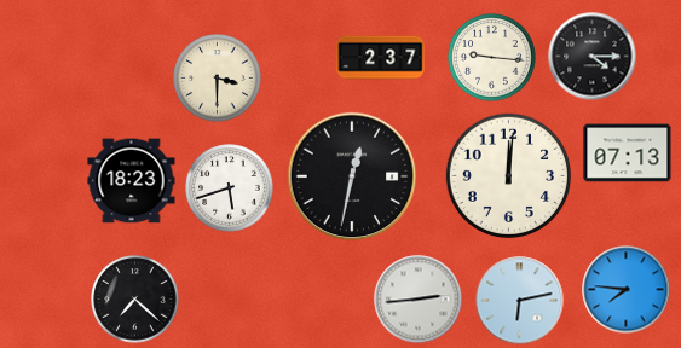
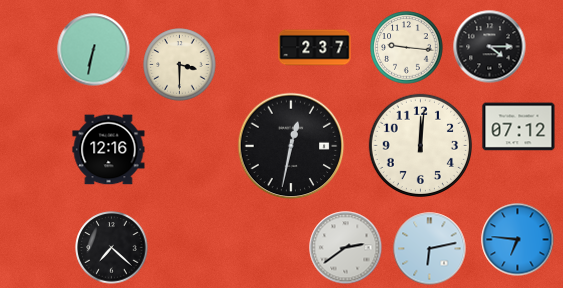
clock at (94, 50): none -> 6:32
clock at (628, 153): 07:13 -> 07:12
clock at (132, 181): 18:23 -> 12:16
clock at (230, 188): 5:42 -> none
clock at (627, 290): 7:46 -> 6:46
clock at (419, 300): 2:44 -> 2:39
